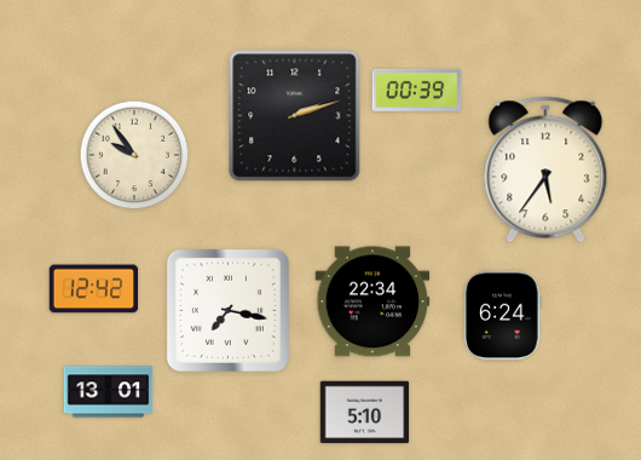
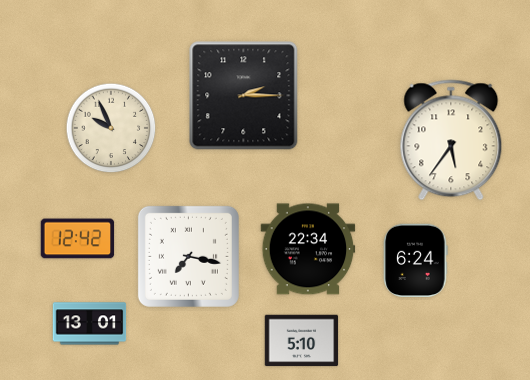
clock at (417, 90): 00:39 -> none
clock at (295, 116): 2:12 -> 2:15
clock at (134, 155): 9:54 -> 9:56
